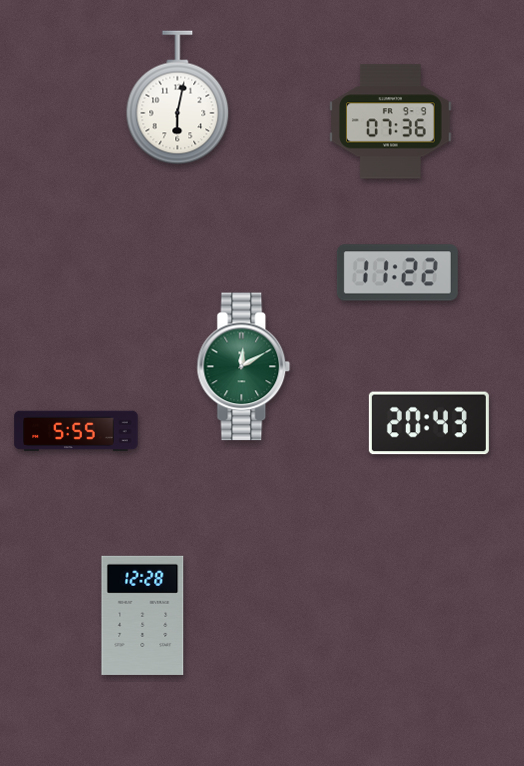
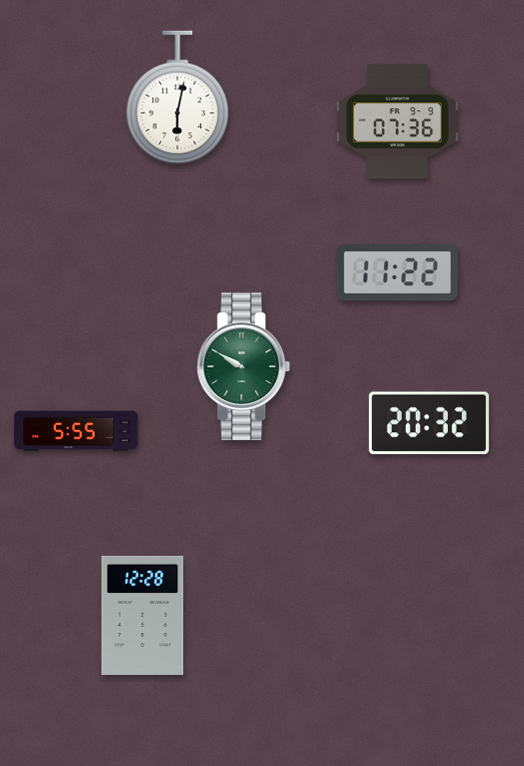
clock at (391, 122) position: (391, 122) -> (398, 122)
clock at (244, 367): 12:10 -> 9:50
clock at (429, 423): 20:43 -> 20:32
